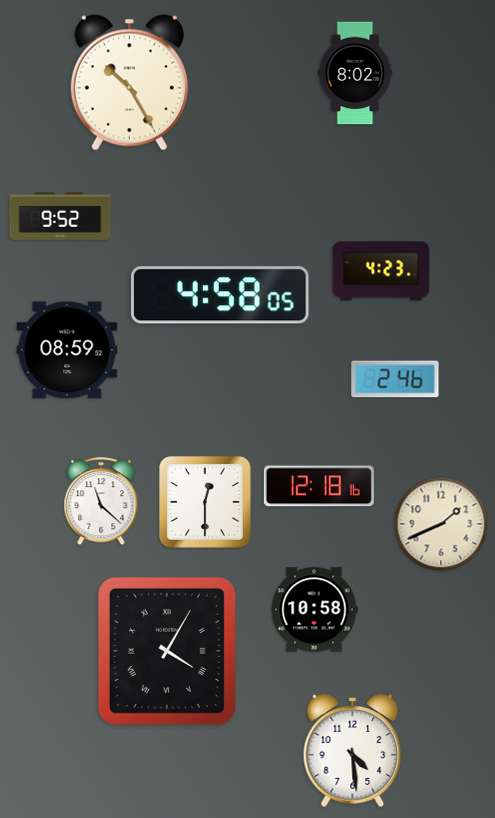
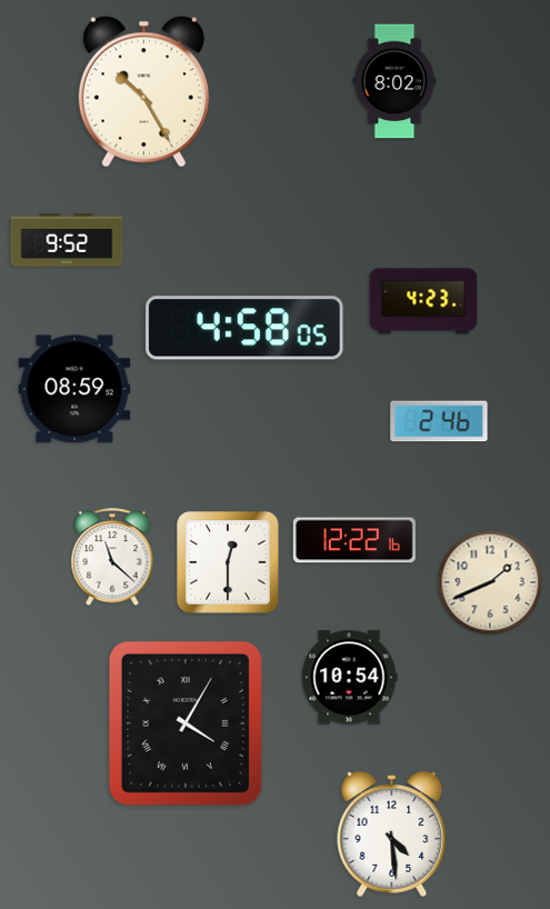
clock at (319, 486): 12:18 -> 12:22
clock at (205, 502) position: (205, 502) -> (228, 562)
clock at (314, 610): 10:58 -> 10:54
